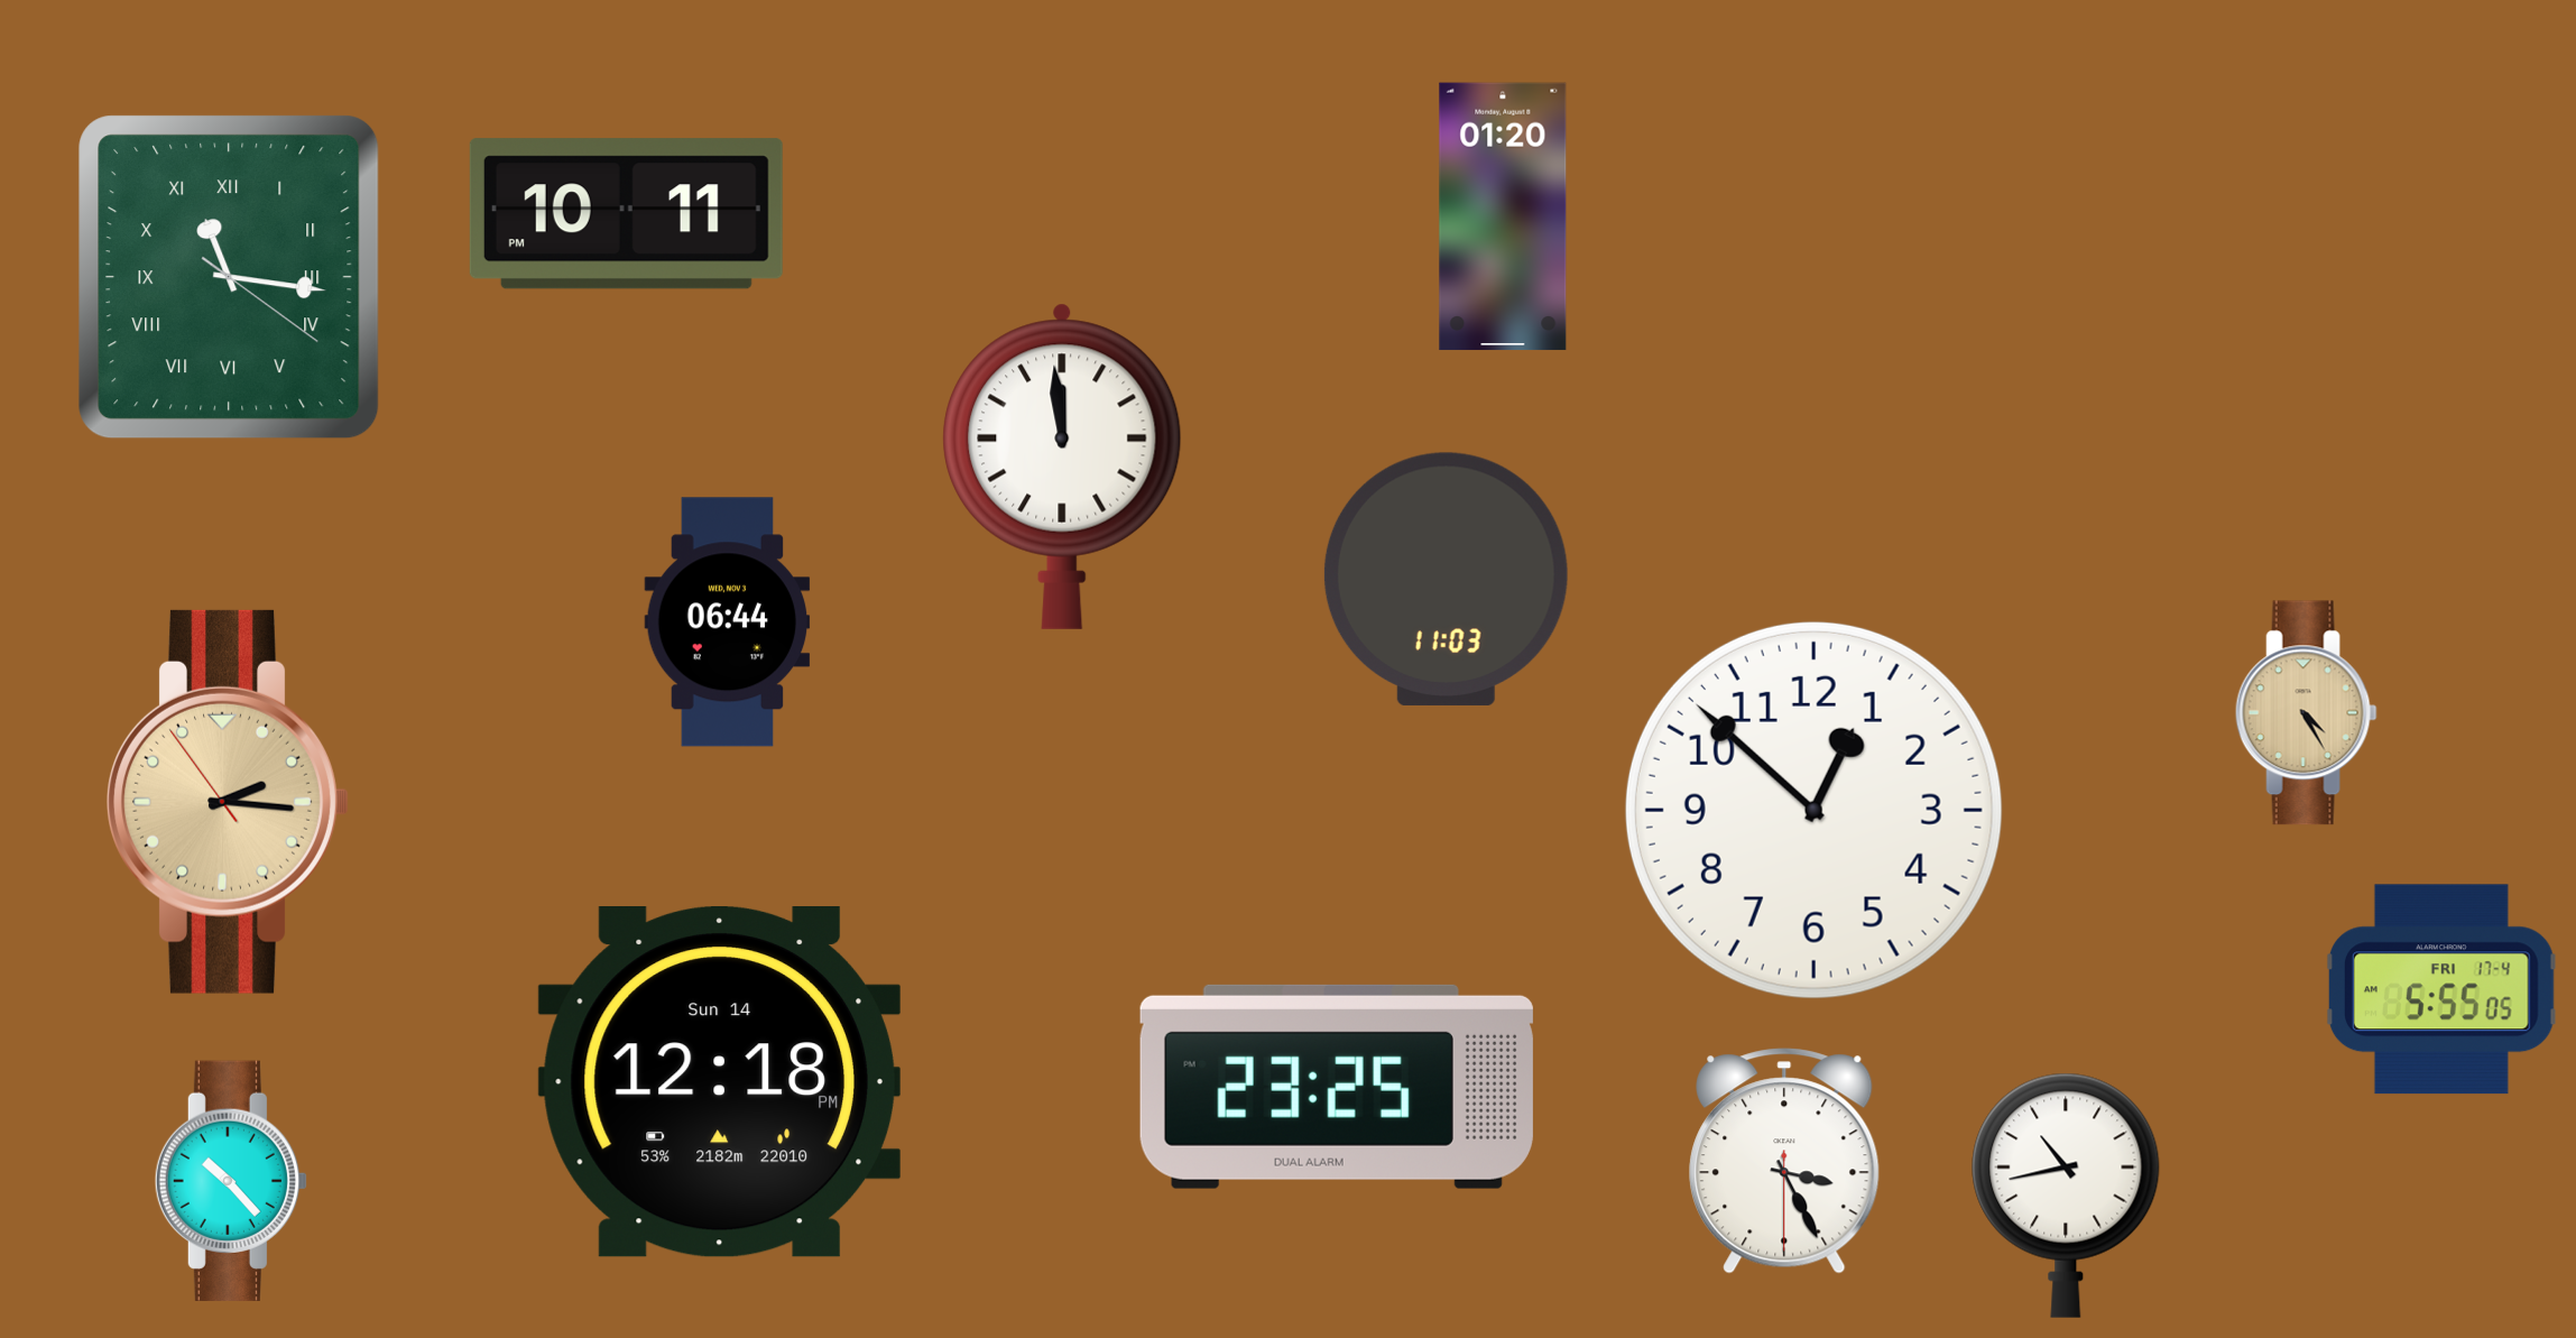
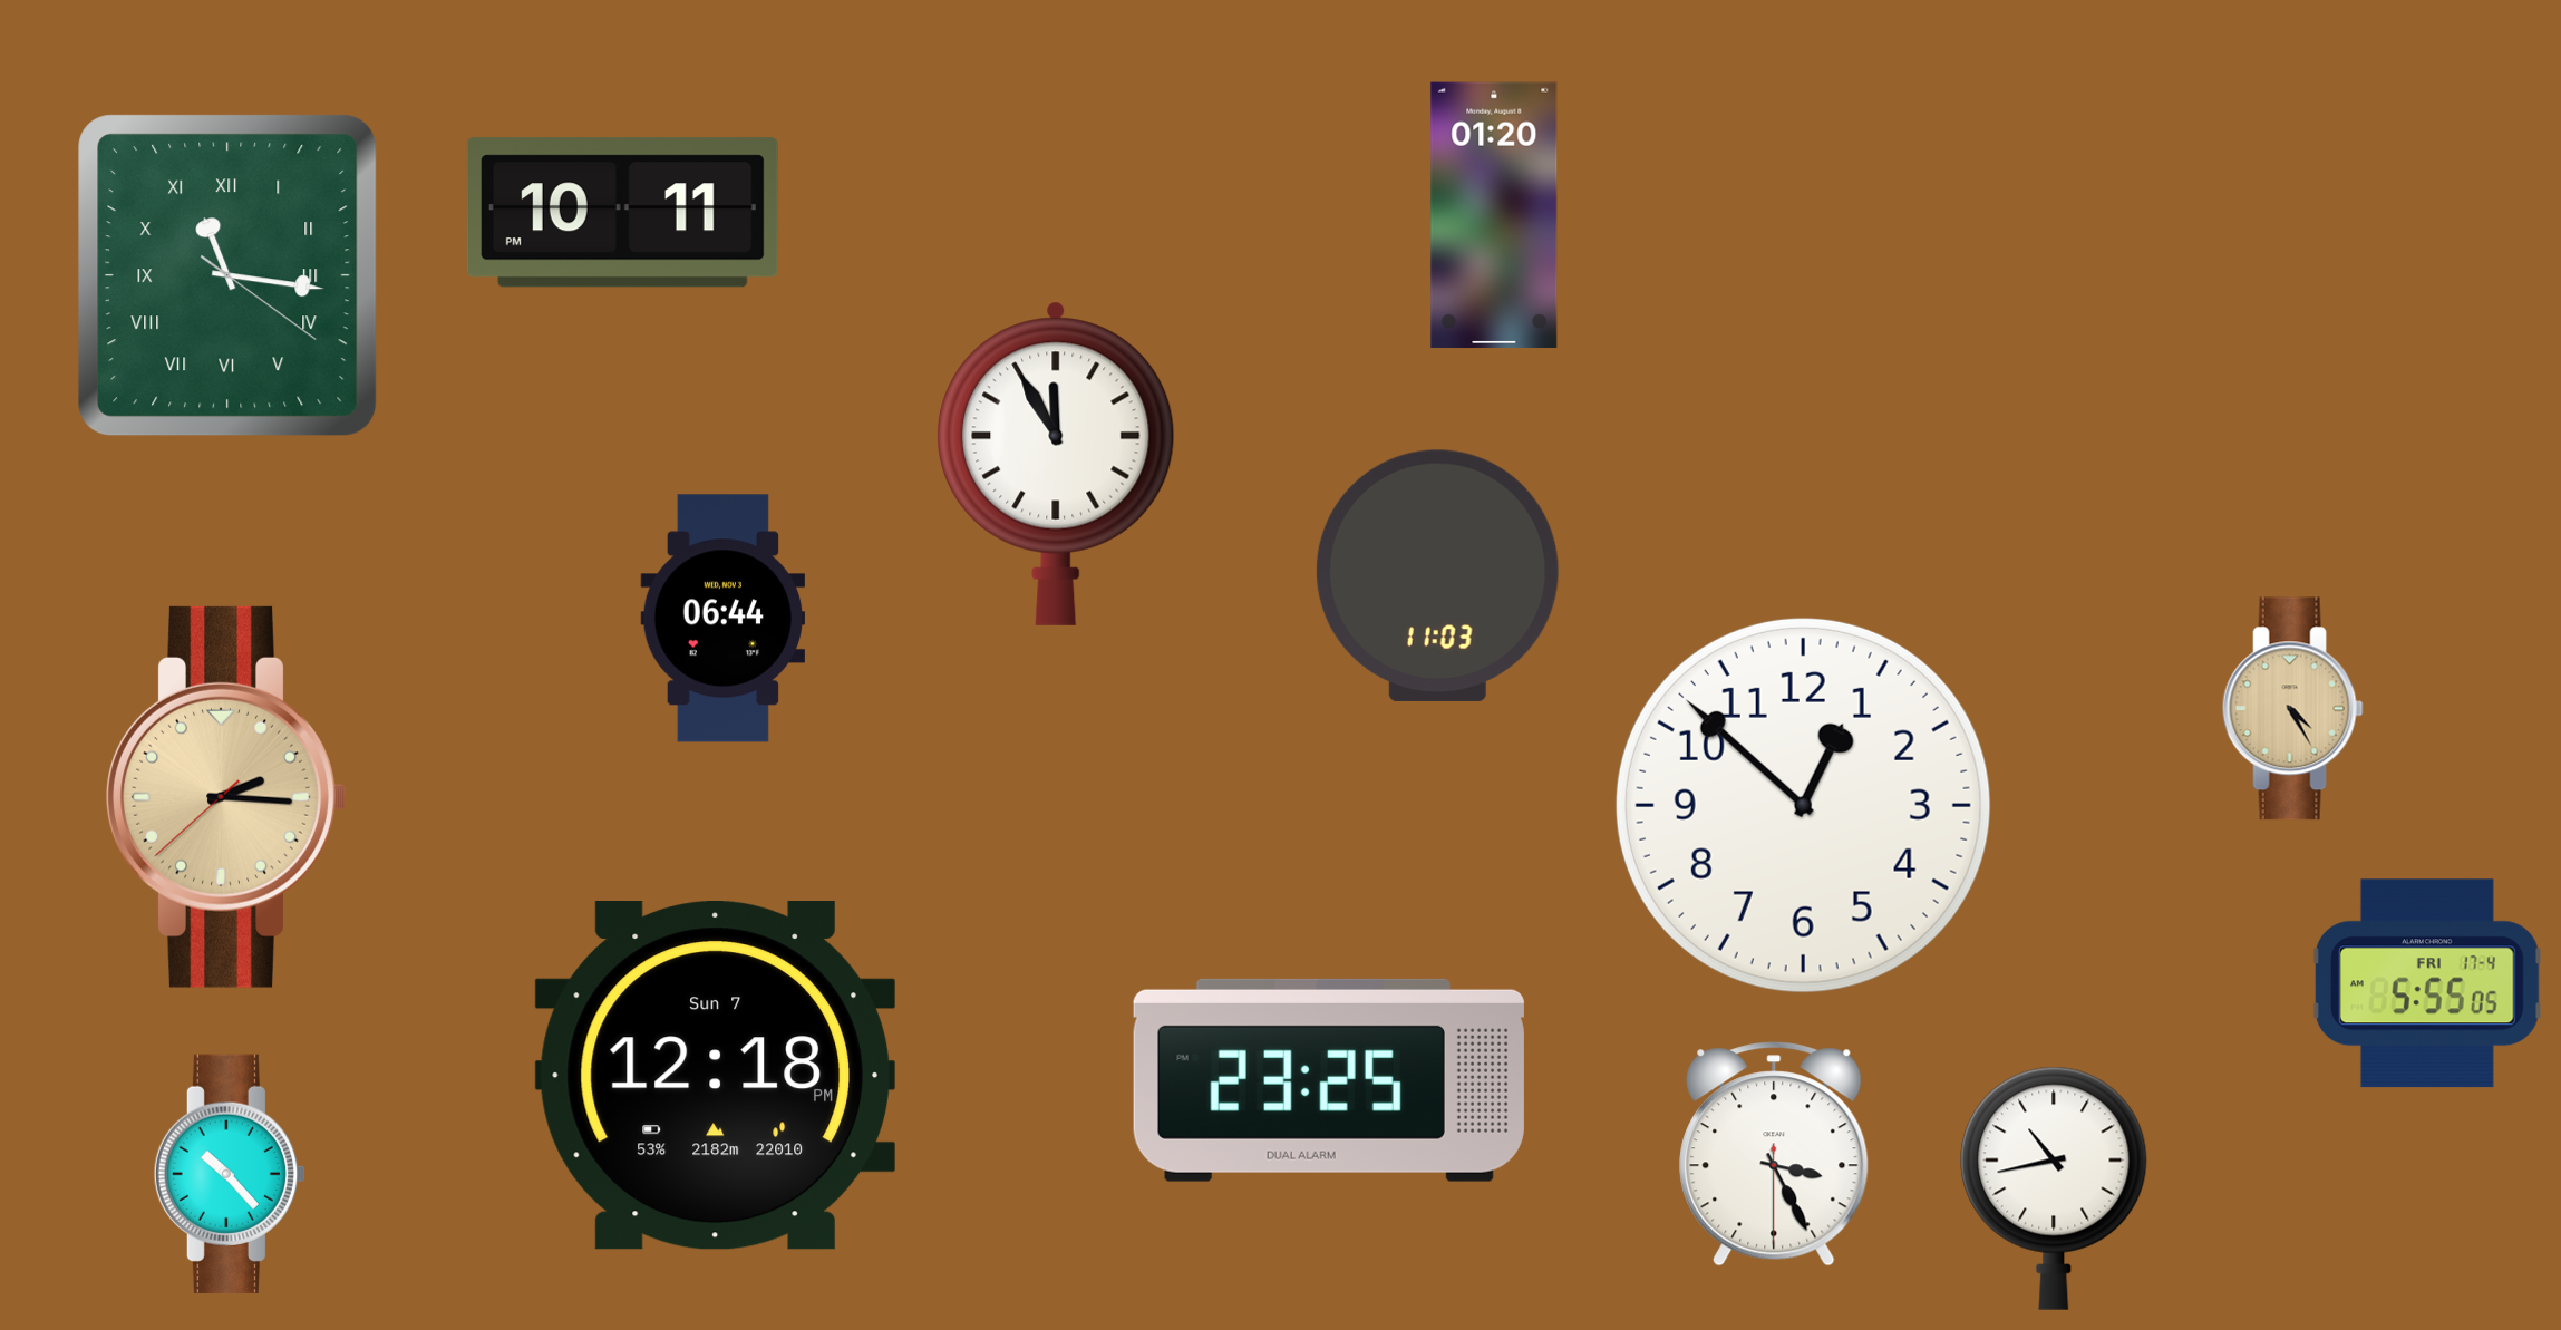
clock at (1062, 467): 11:59 -> 11:55
clock at (228, 802): 2:15:54 -> 2:15:38
clock at (719, 1082) date: Sun 14 -> Sun 7
